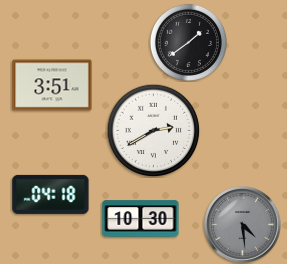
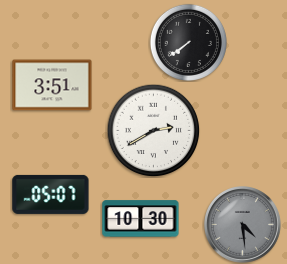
clock at (188, 42): 1:39 -> 7:39
clock at (51, 194): 04:18 -> 05:07
